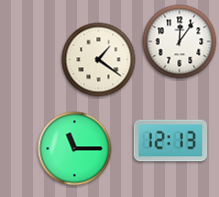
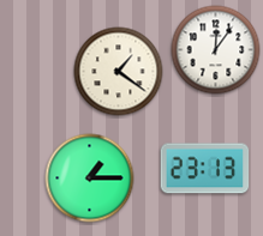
clock at (171, 141): 12:13 -> 23:13
clock at (75, 149): 11:15 -> 1:15
